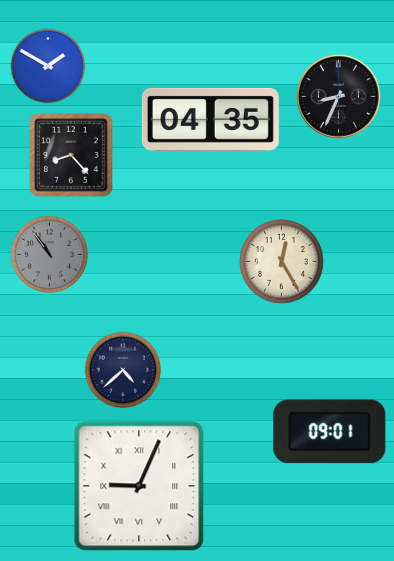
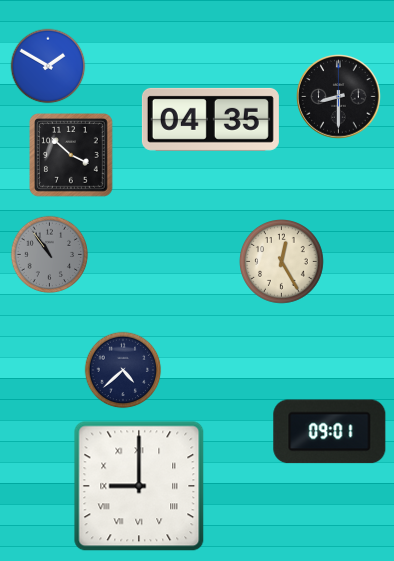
clock at (339, 97): 8:34 -> 8:30
clock at (72, 156): 8:23 -> 3:52
clock at (139, 486): 9:04 -> 9:00
